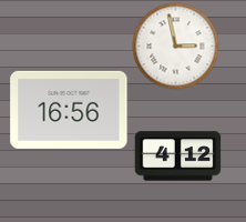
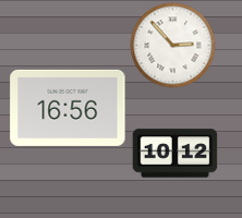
clock at (175, 46): 2:58 -> 2:53
clock at (177, 157): 4:12 -> 10:12
